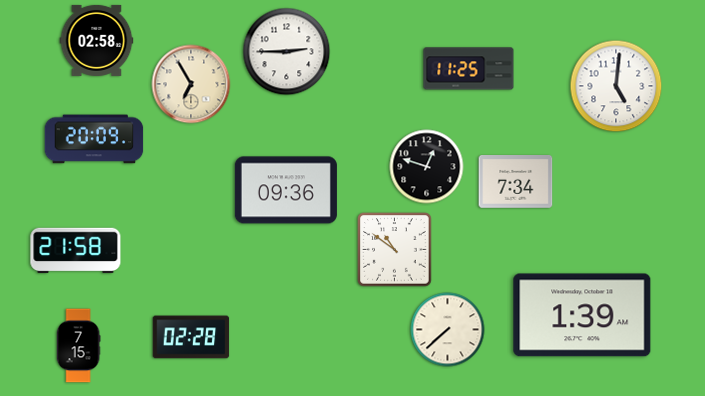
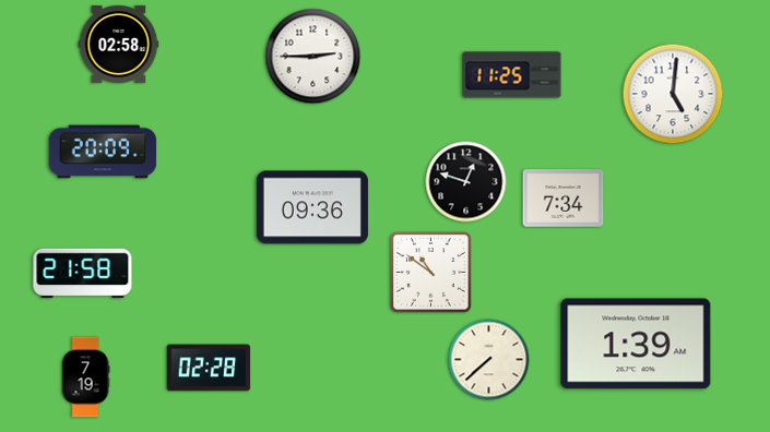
clock at (97, 40) position: (97, 40) -> (119, 44)
clock at (191, 84): 6:55 -> none
clock at (78, 346): 7:15 -> 7:19
